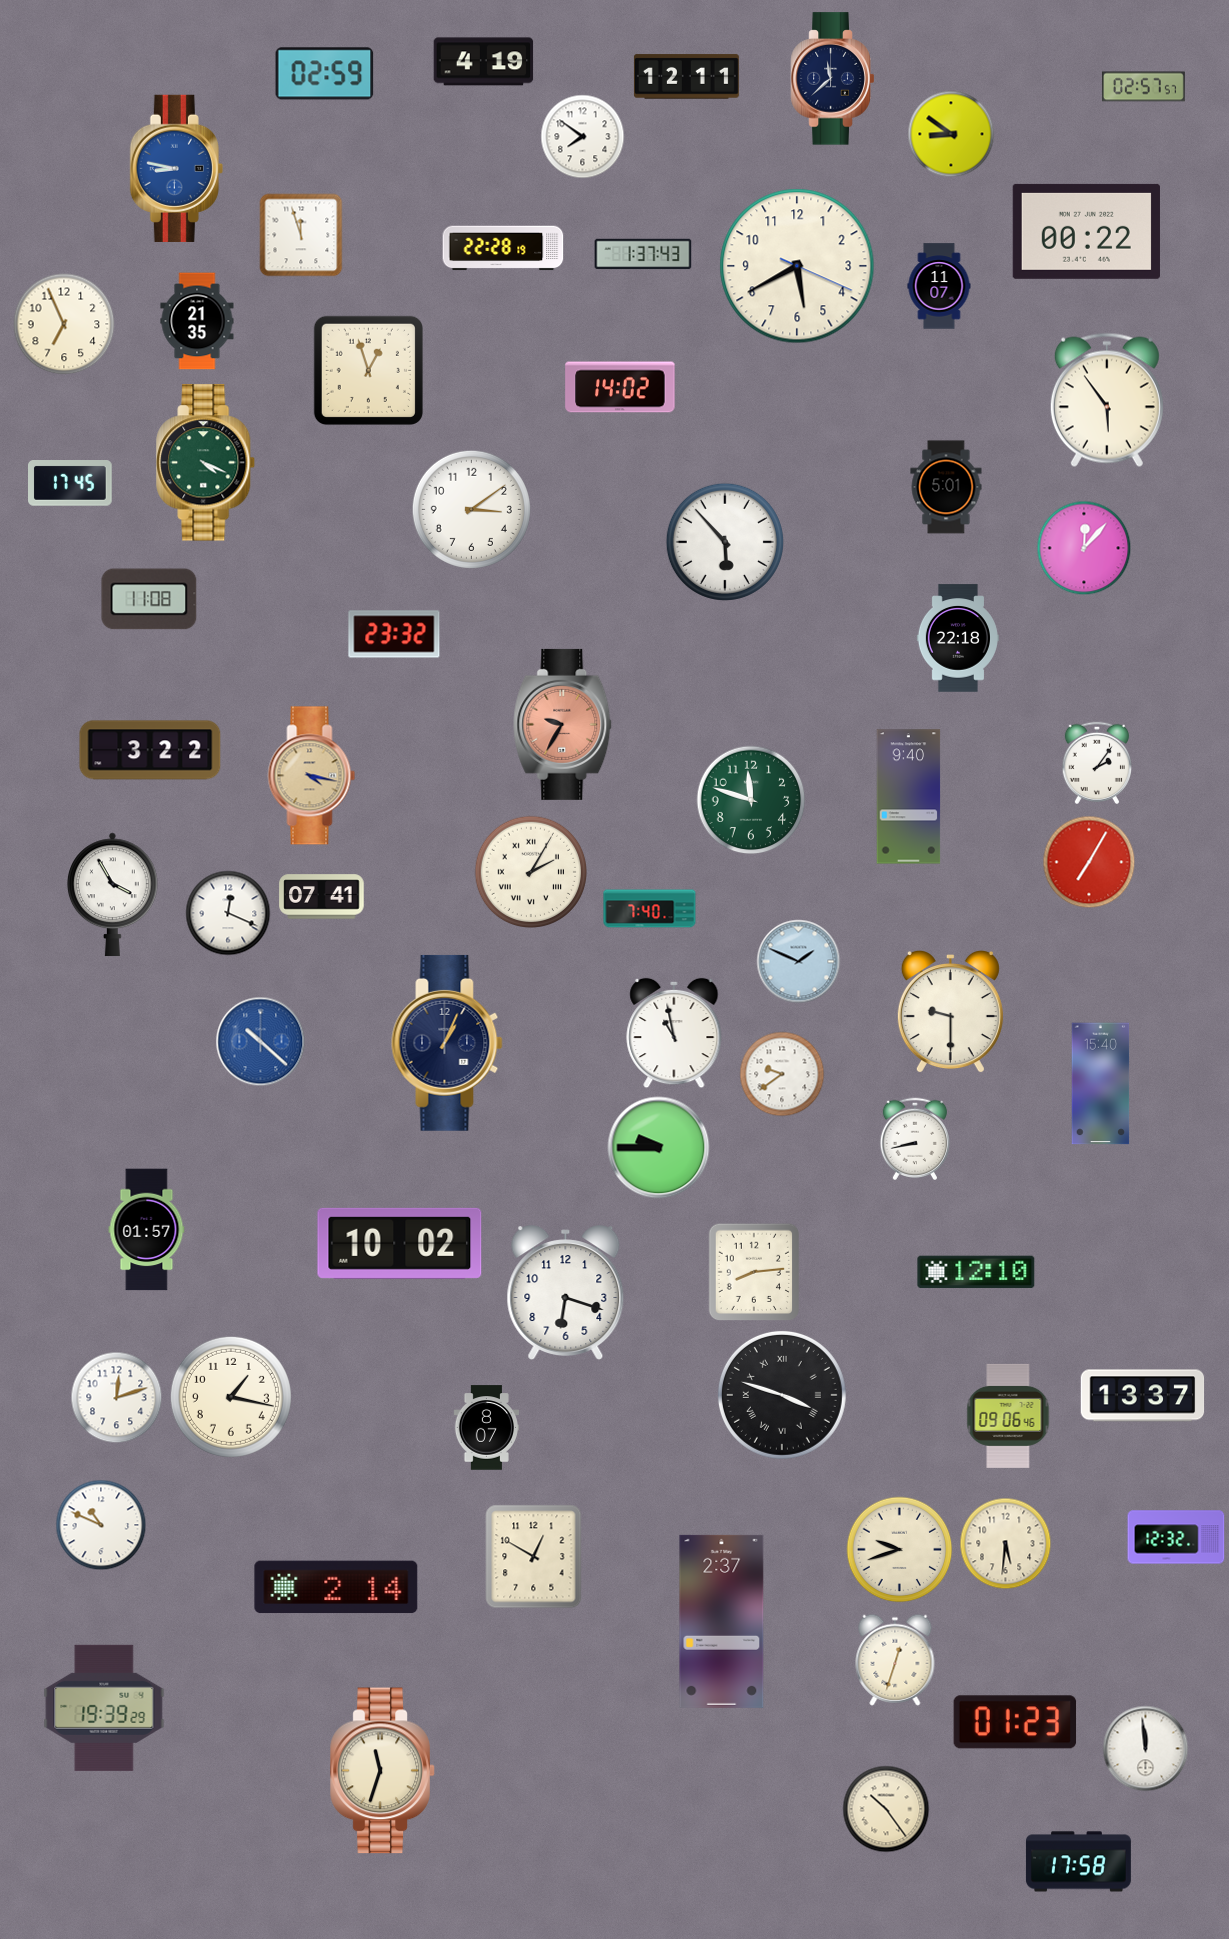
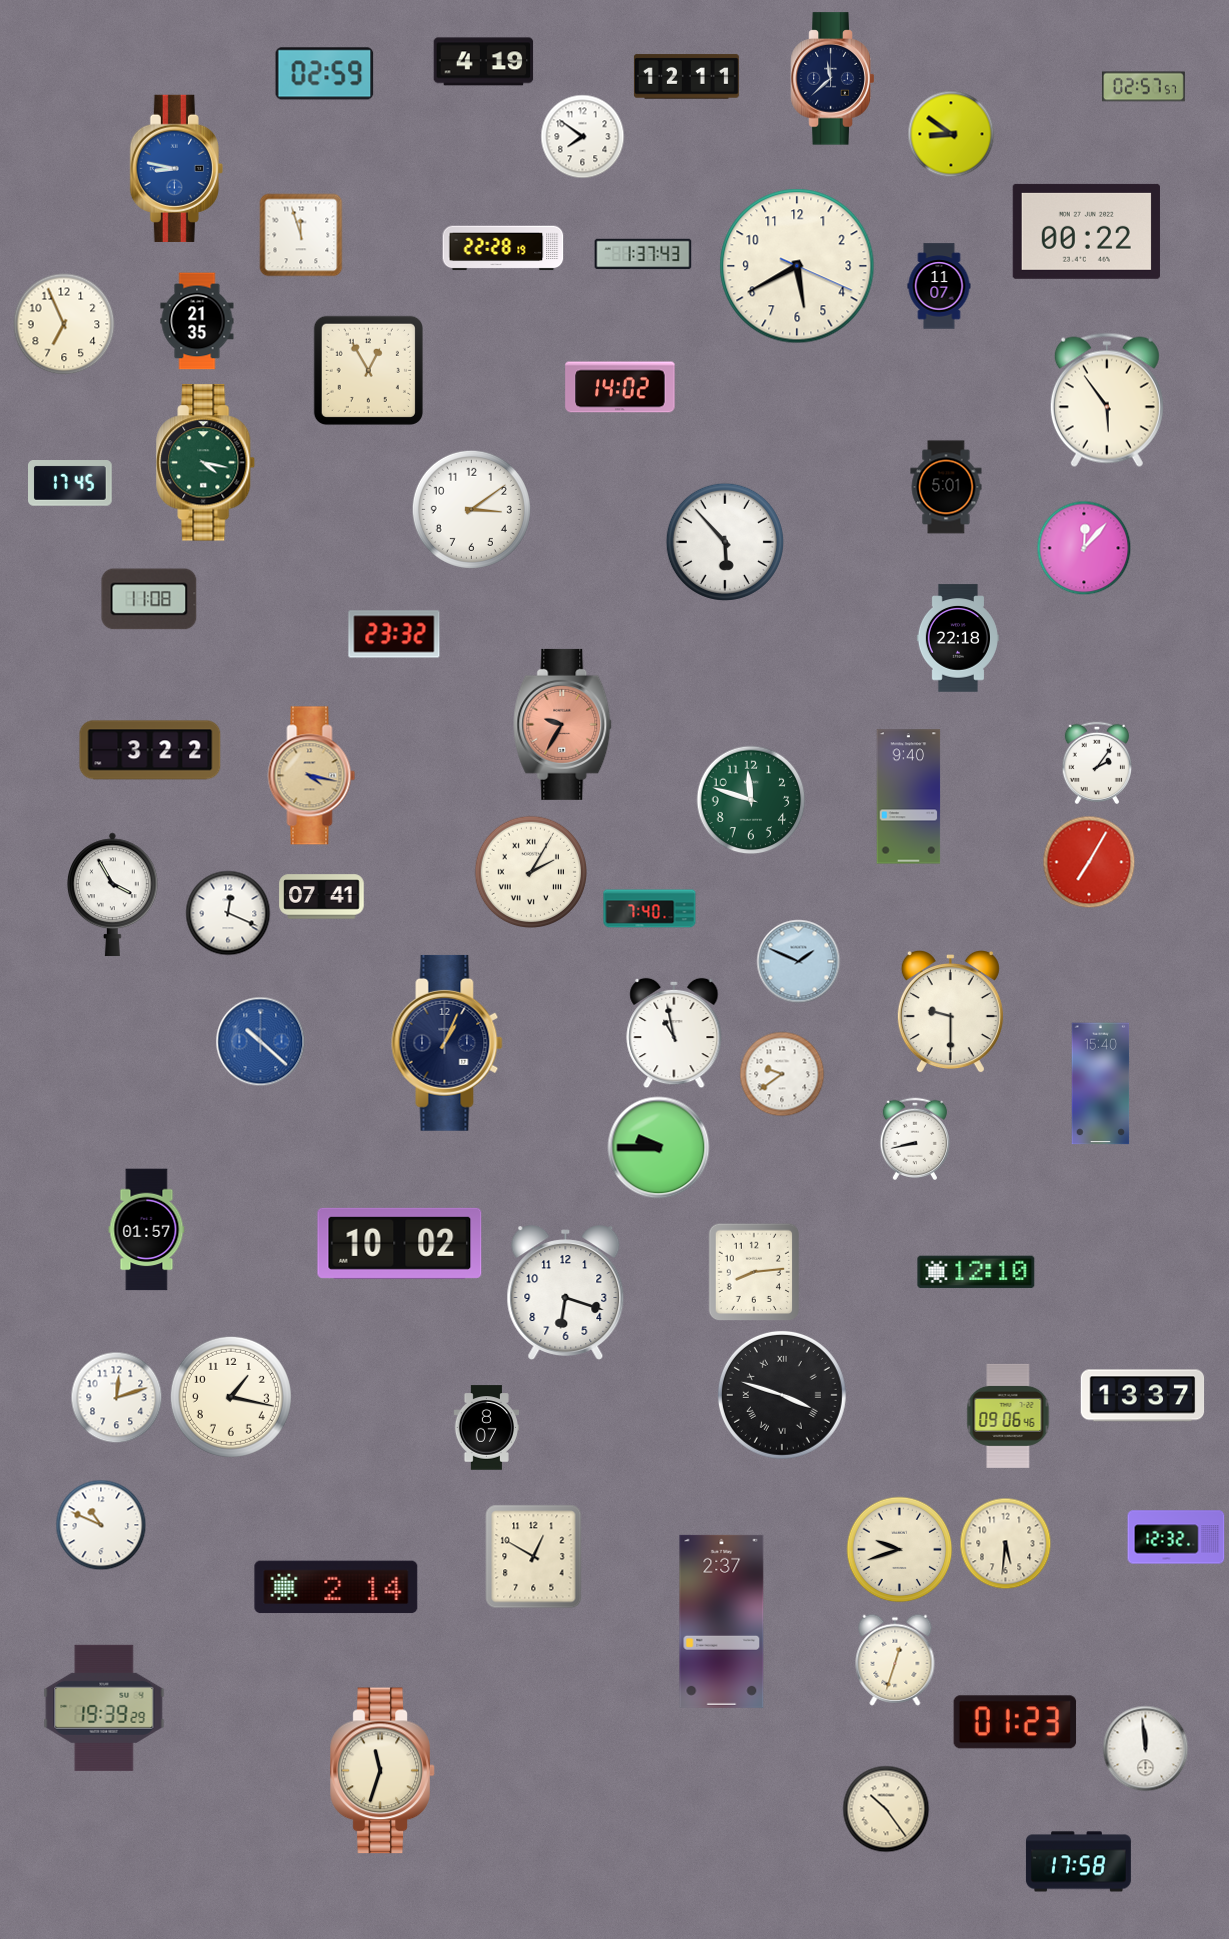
clock at (368, 370): 12:57 -> 12:55
clock at (206, 463): 4:19 -> 4:17
